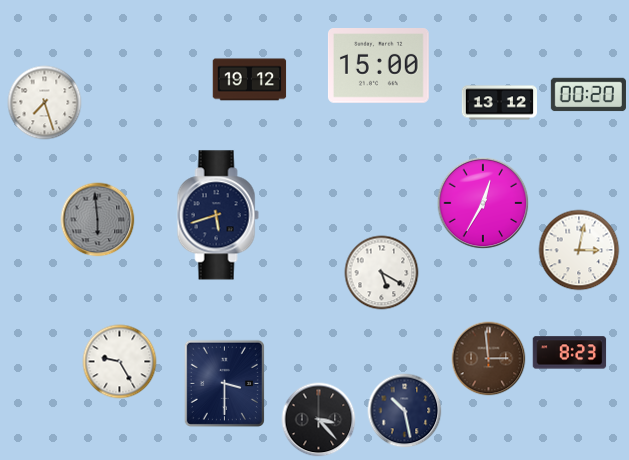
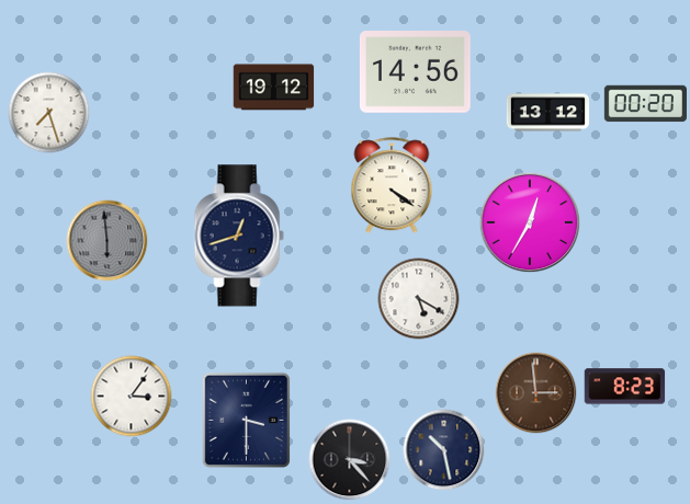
clock at (378, 66): 15:00 -> 14:56
clock at (392, 186): none -> 4:21
clock at (218, 215): 5:42 -> 12:42
clock at (579, 250): 3:02 -> none
clock at (120, 362): 9:25 -> 3:06
